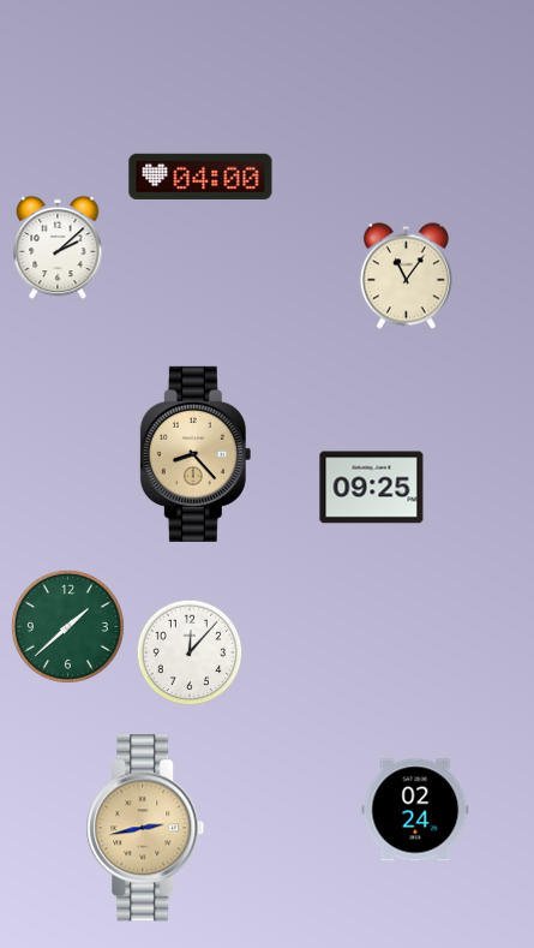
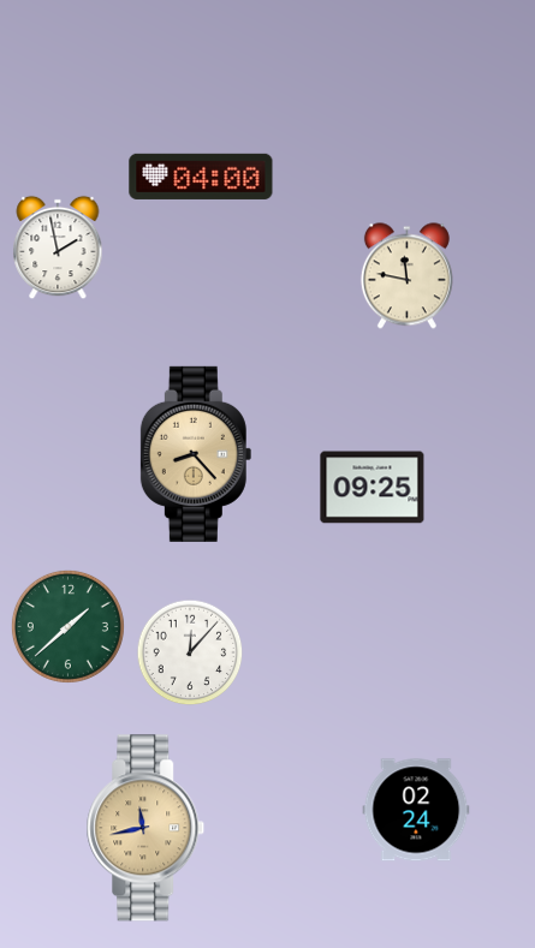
clock at (58, 248): 2:08 -> 1:58
clock at (406, 276): 11:06 -> 11:47
clock at (145, 828): 2:43 -> 11:43
